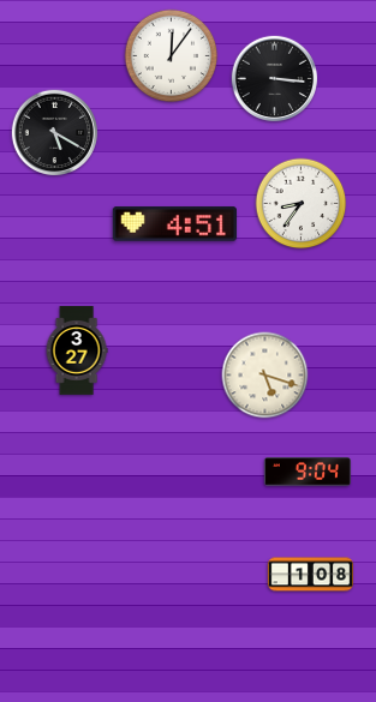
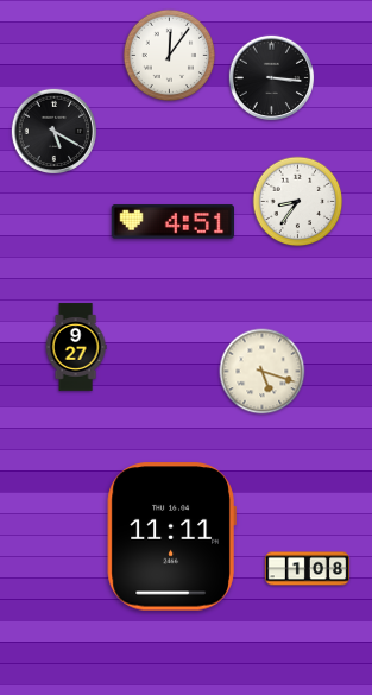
clock at (77, 350): 3:27 -> 9:27
clock at (308, 472): 9:04 -> none
clock at (171, 537): none -> 11:11
